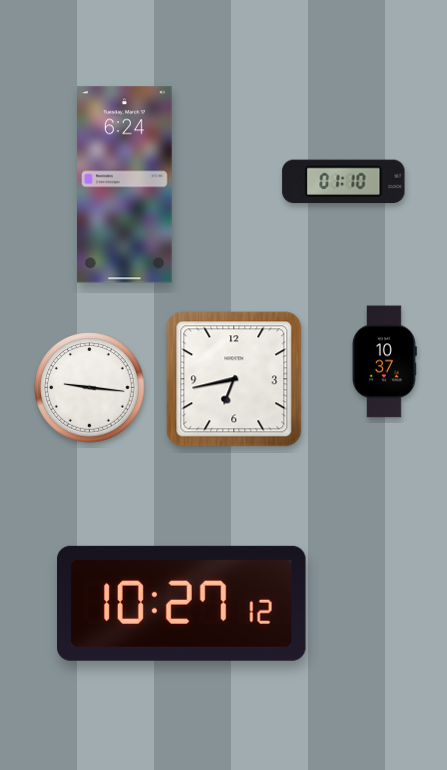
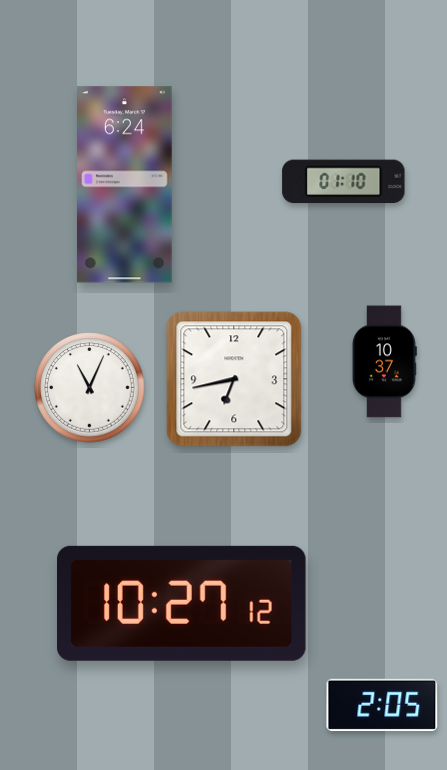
clock at (90, 388): 9:16 -> 11:04
clock at (382, 705): none -> 2:05
